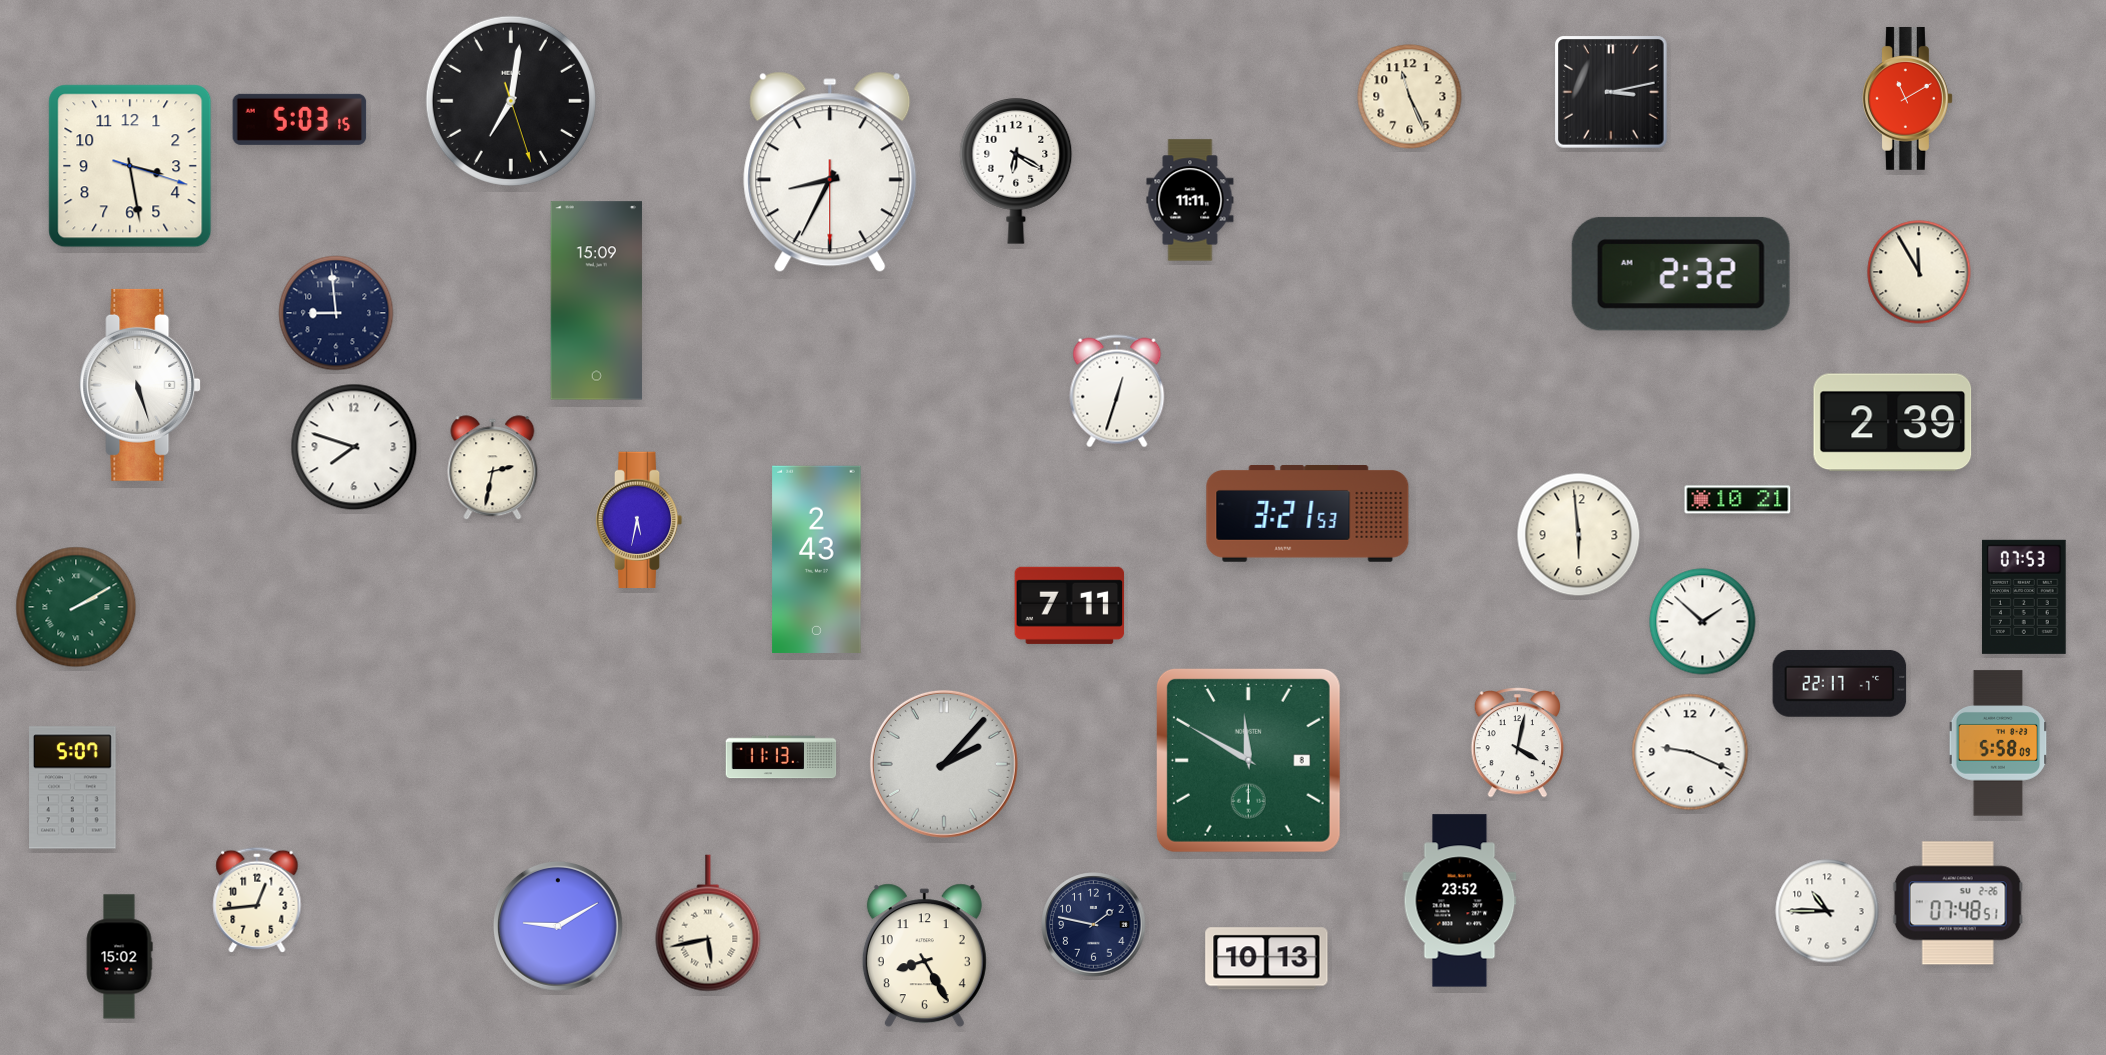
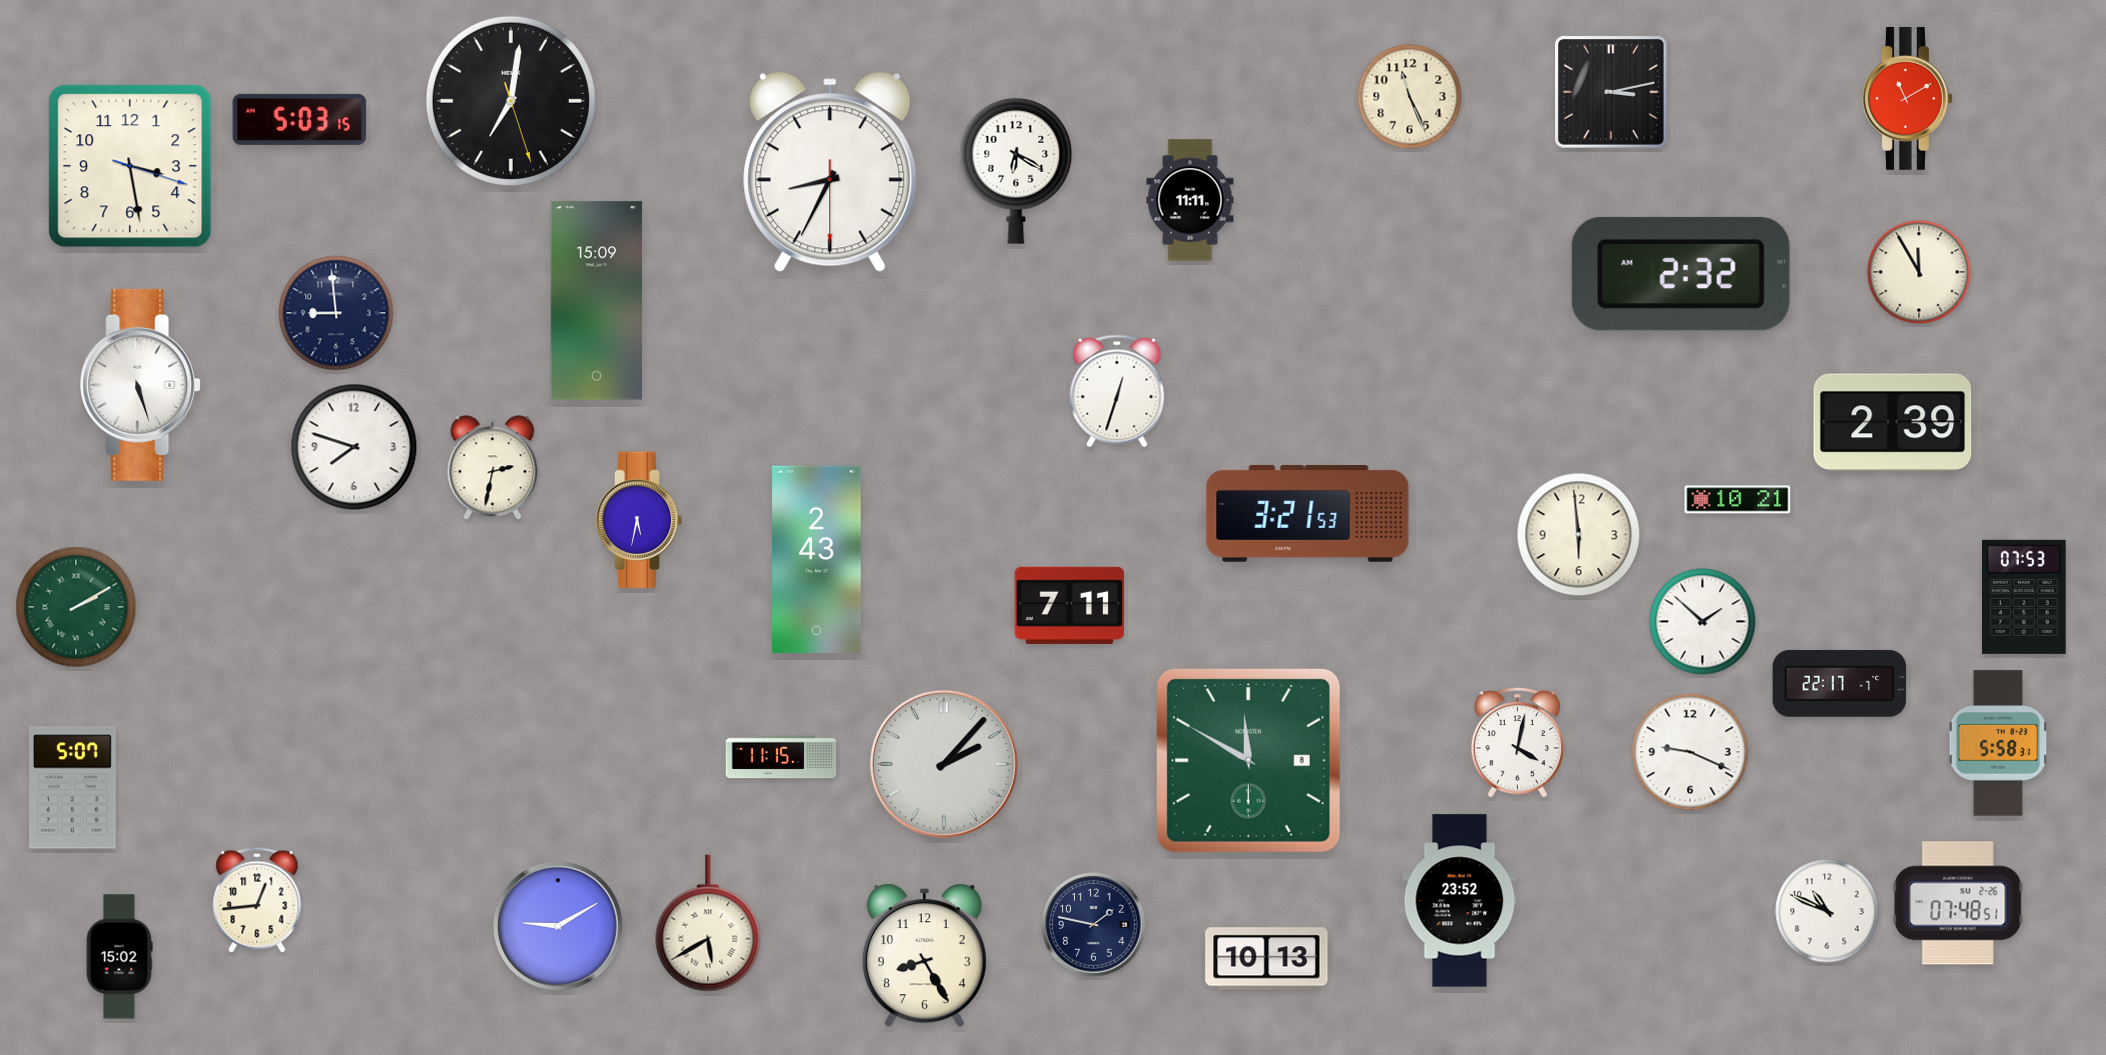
clock at (1998, 743): 5:58:09 -> 5:58:31
clock at (781, 757): 11:13 -> 11:15
clock at (1827, 911): 10:45 -> 10:49
clock at (708, 923): 5:43 -> 5:40
